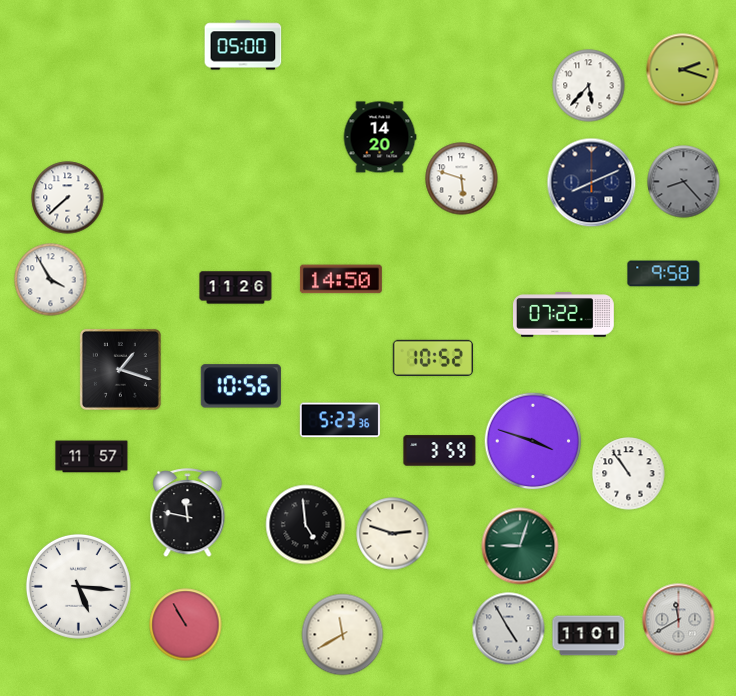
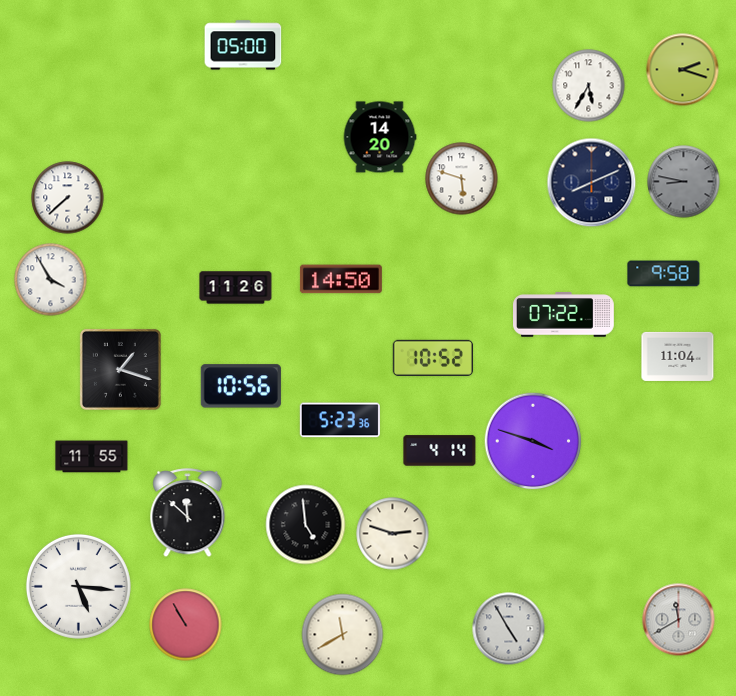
clock at (589, 86): 5:37 -> 5:35
clock at (684, 182): 8:23 -> 8:47
clock at (678, 356): none -> 11:04
clock at (440, 451): 3:59 -> 4:14
clock at (92, 457): 11:57 -> 11:55
clock at (629, 474): 10:54 -> none
clock at (188, 513): 11:47 -> 11:52
clock at (520, 546): 9:03 -> none
clock at (589, 636): 11:01 -> none
